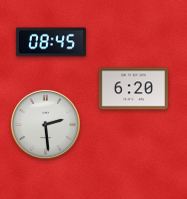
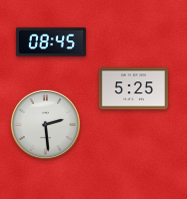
clock at (133, 89): 6:20 -> 5:25
